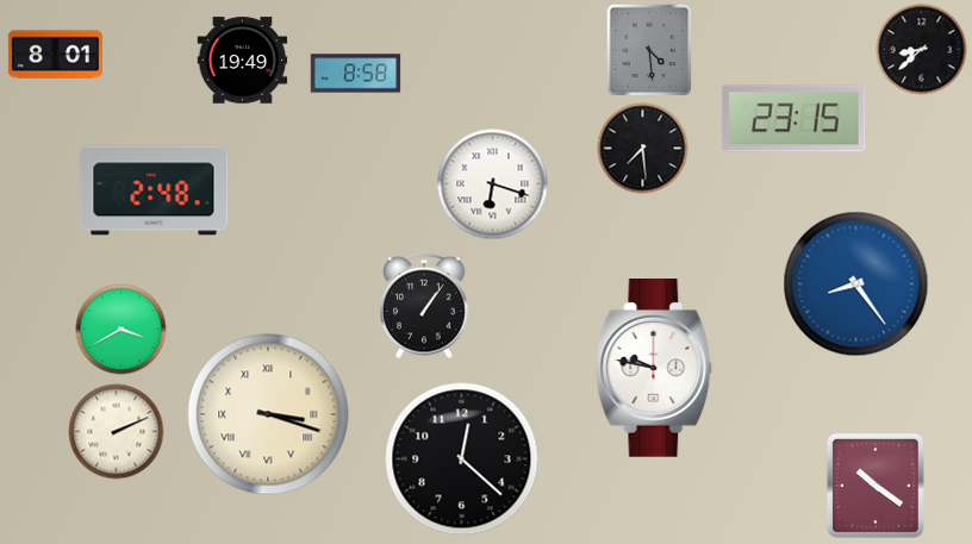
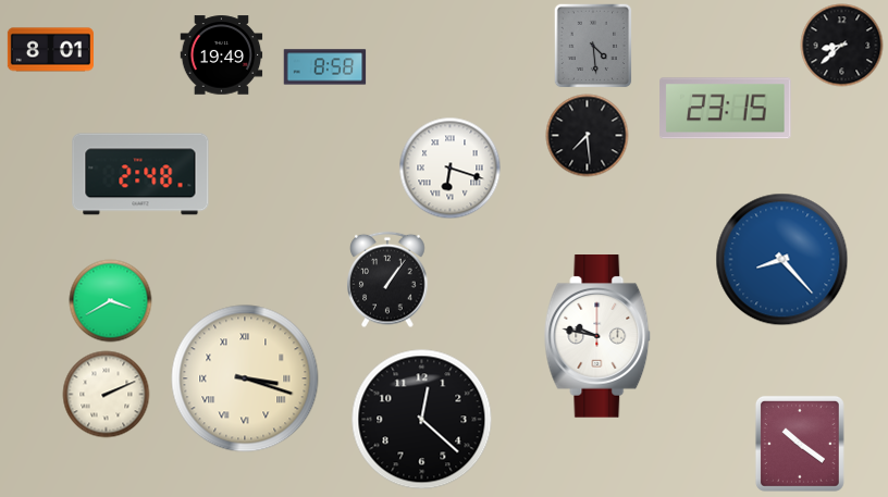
clock at (856, 284): 8:24 -> 8:23
